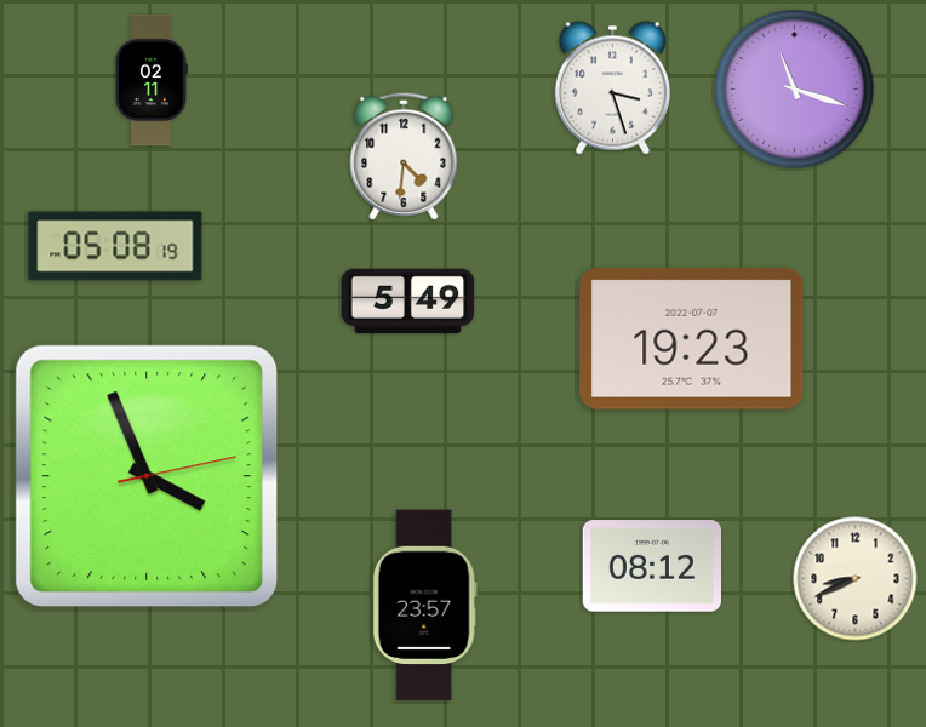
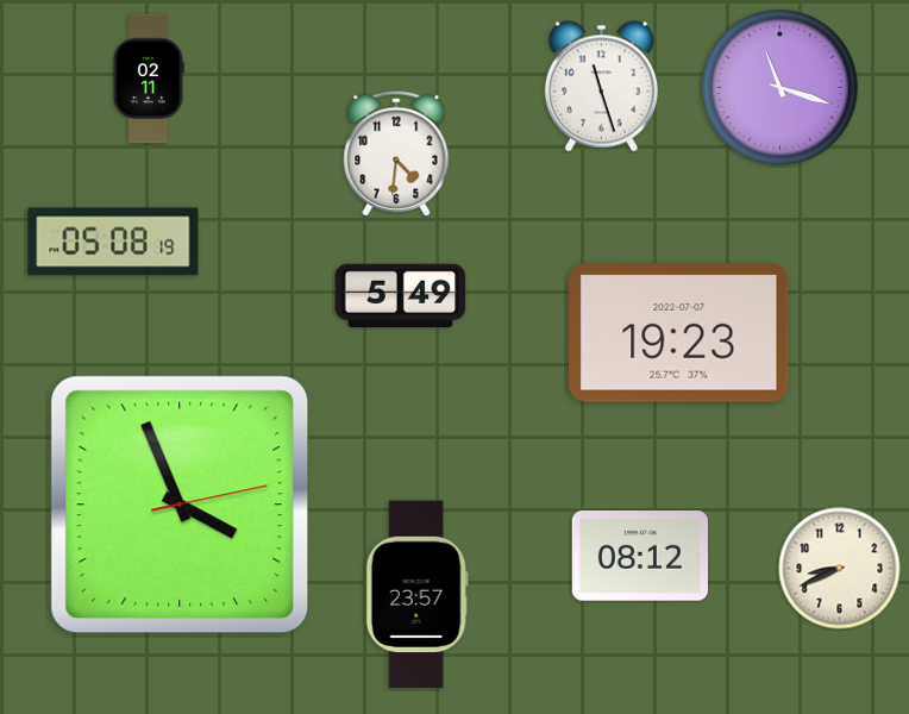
clock at (612, 88): 3:27 -> 11:27
clock at (147, 476) position: (147, 476) -> (180, 505)
